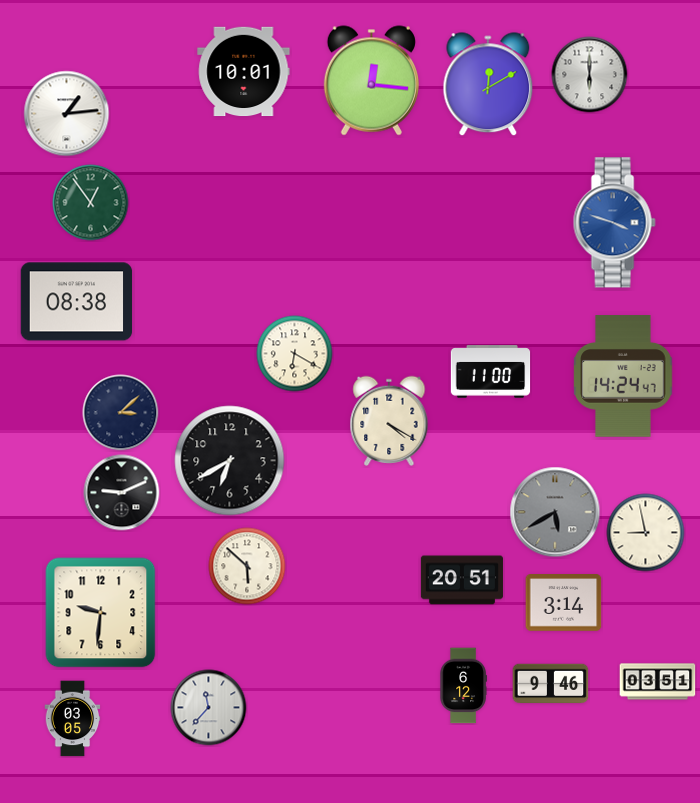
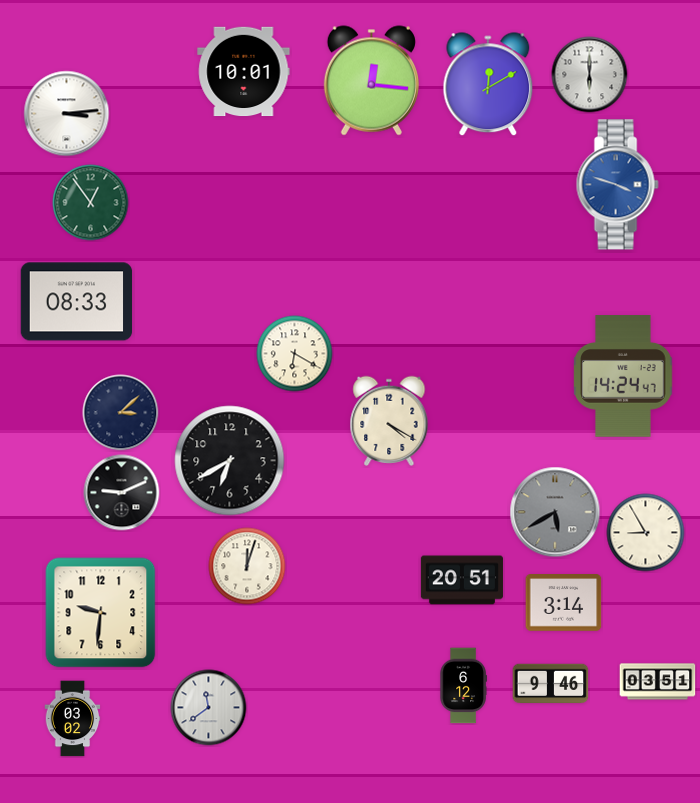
clock at (67, 114): 1:14 -> 3:14
clock at (614, 223) position: (614, 223) -> (617, 185)
clock at (77, 302): 08:38 -> 08:33
clock at (491, 372): 11:00 -> none
clock at (646, 533): 8:58 -> 8:55
clock at (247, 566): 5:52 -> 12:03
clock at (209, 708): 11:37 -> 11:39
clock at (73, 719): 03:05 -> 03:02
